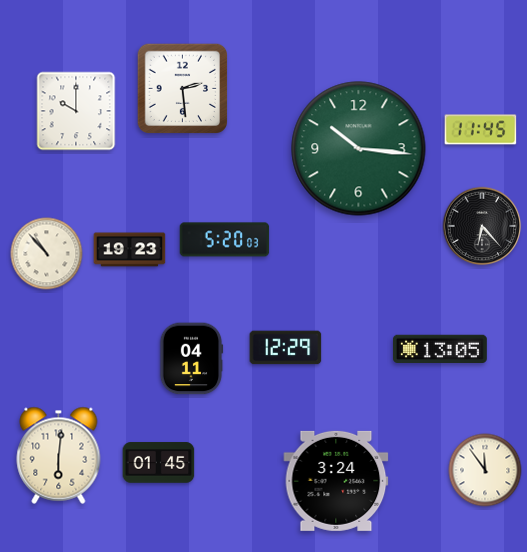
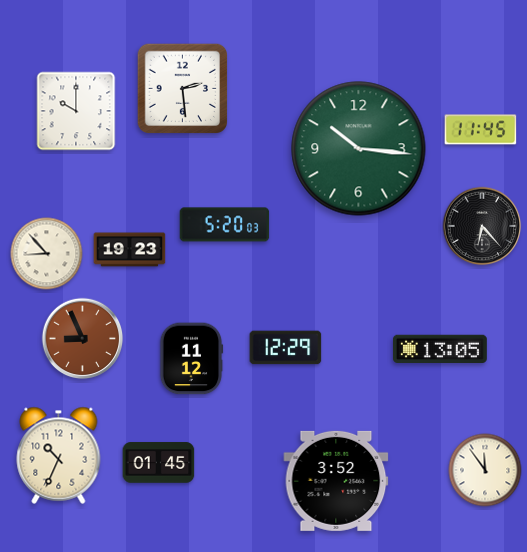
clock at (225, 240) position: (225, 240) -> (225, 225)
clock at (47, 254): 10:53 -> 8:53
clock at (83, 339): none -> 8:56
clock at (191, 359): 04:11 -> 11:12
clock at (59, 455): 6:01 -> 10:34
clock at (336, 481): 3:24 -> 3:52
